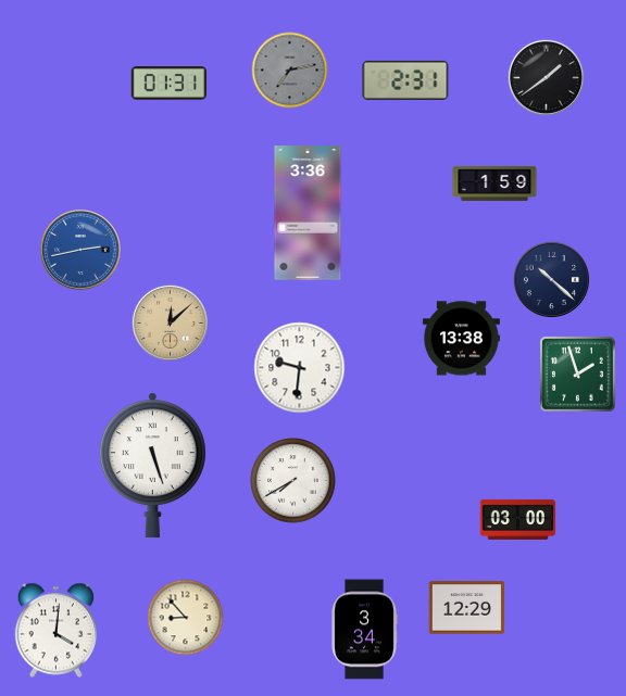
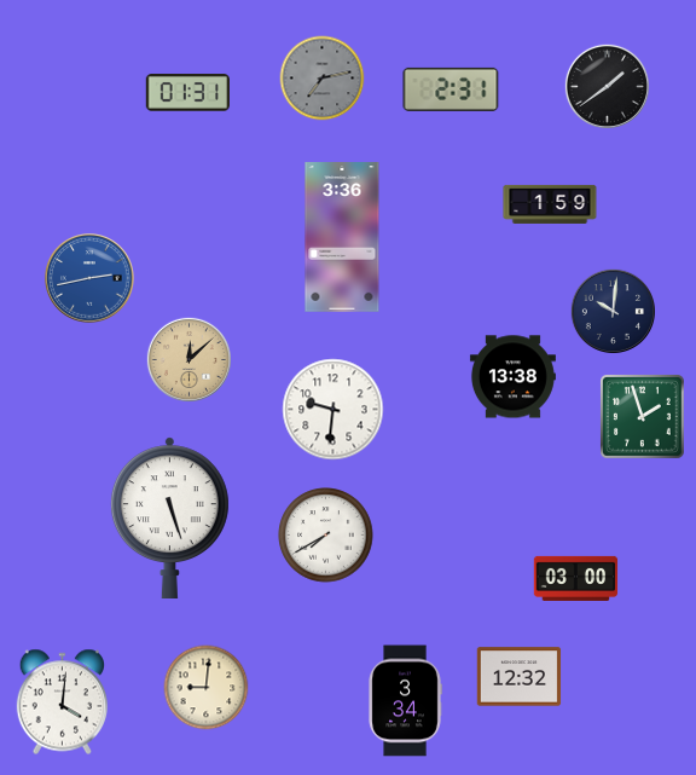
clock at (551, 279): 10:22 -> 10:01
clock at (467, 608): 12:29 -> 12:32
clock at (186, 618): 8:53 -> 9:01
